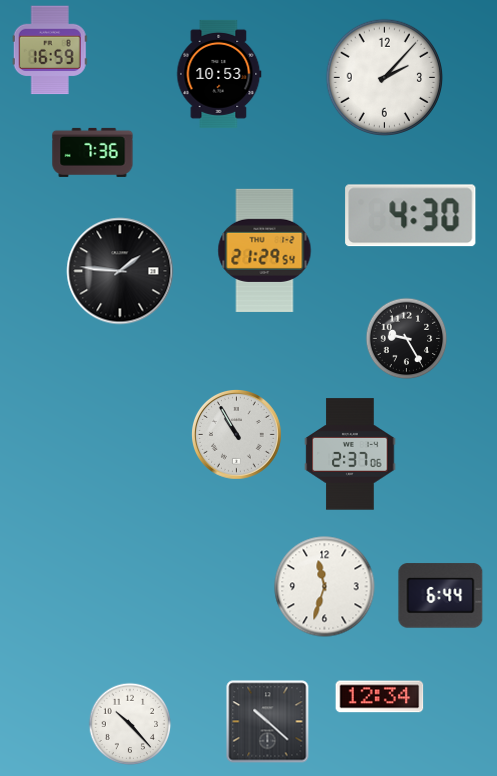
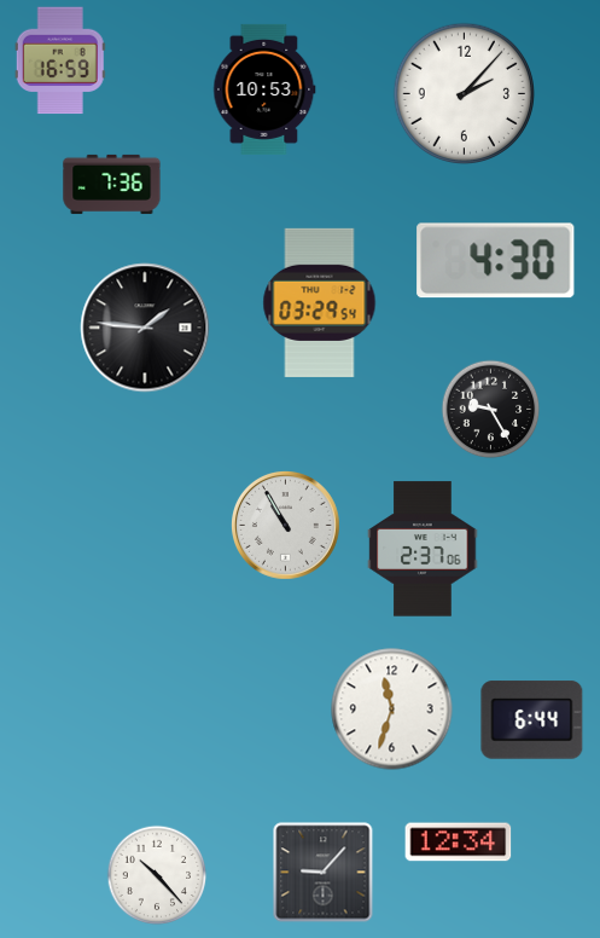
clock at (265, 250): 21:29 -> 03:29
clock at (268, 722): 10:22 -> 9:07
